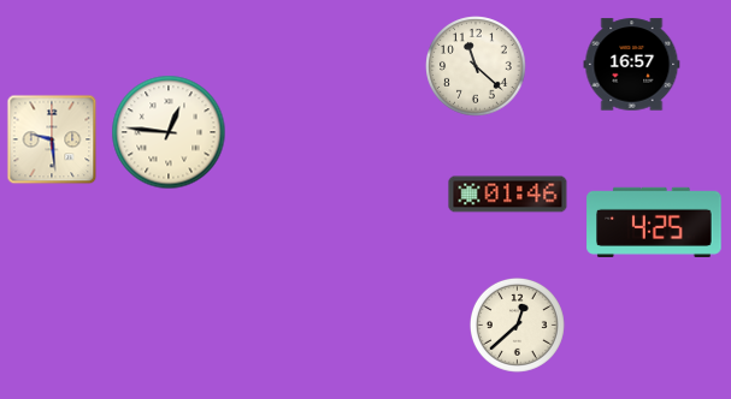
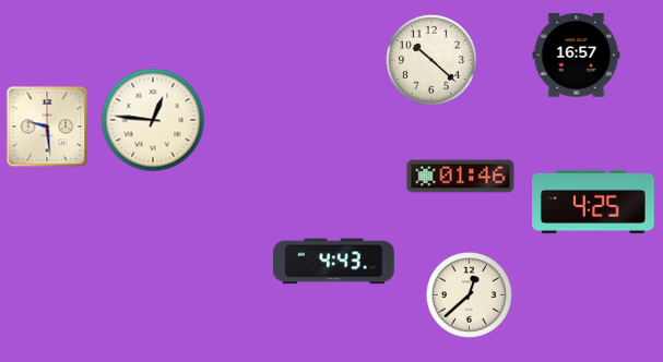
clock at (632, 65) position: (632, 65) -> (577, 56)
clock at (476, 66): 11:22 -> 10:22
clock at (334, 262): none -> 4:43
